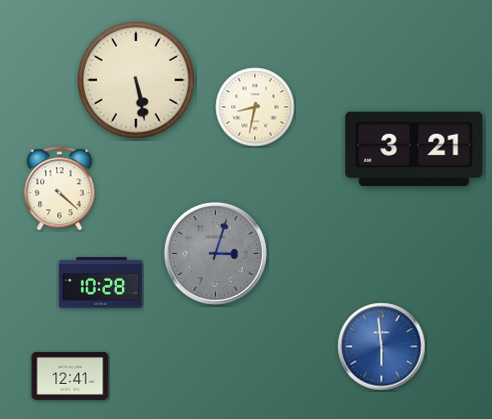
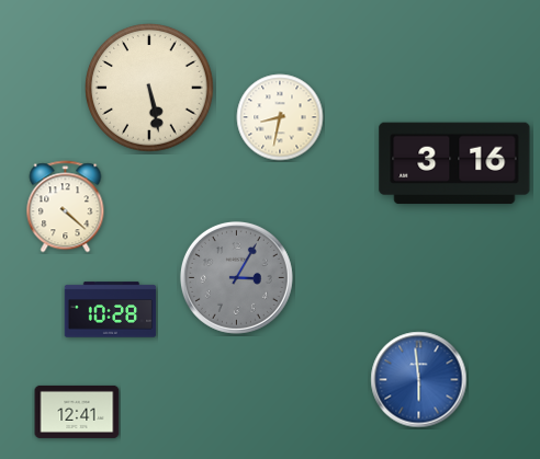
clock at (414, 149): 3:21 -> 3:16
clock at (215, 253): 3:03 -> 3:05
